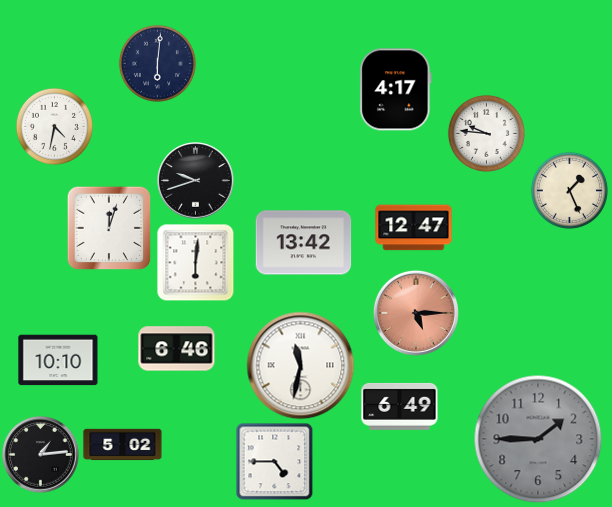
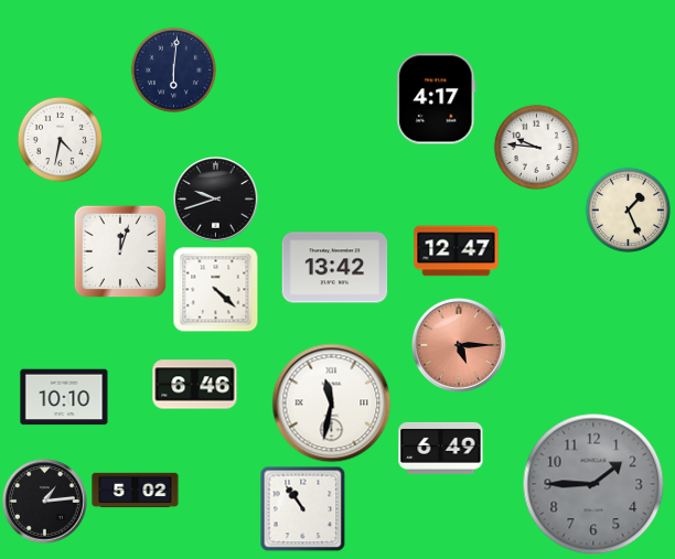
clock at (195, 262): 6:01 -> 4:22
clock at (274, 461): 4:45 -> 10:54
